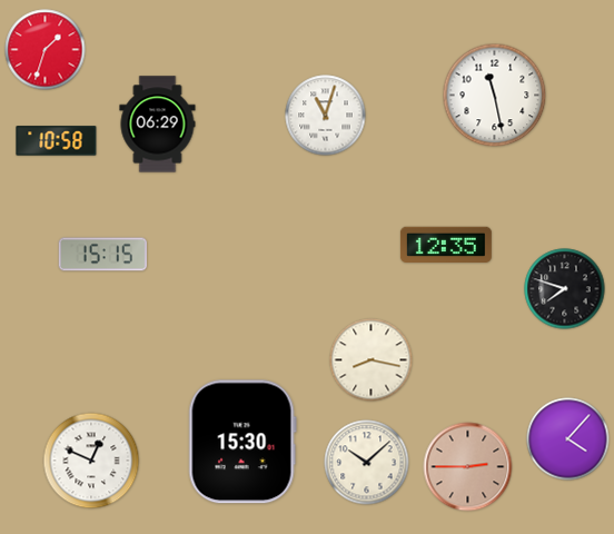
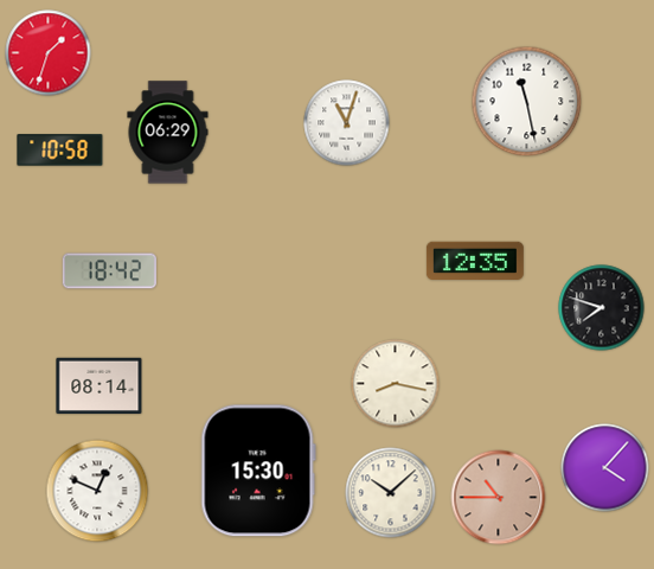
clock at (102, 255): 15:15 -> 18:42
clock at (100, 386): none -> 08:14
clock at (468, 467): 2:45 -> 10:45
